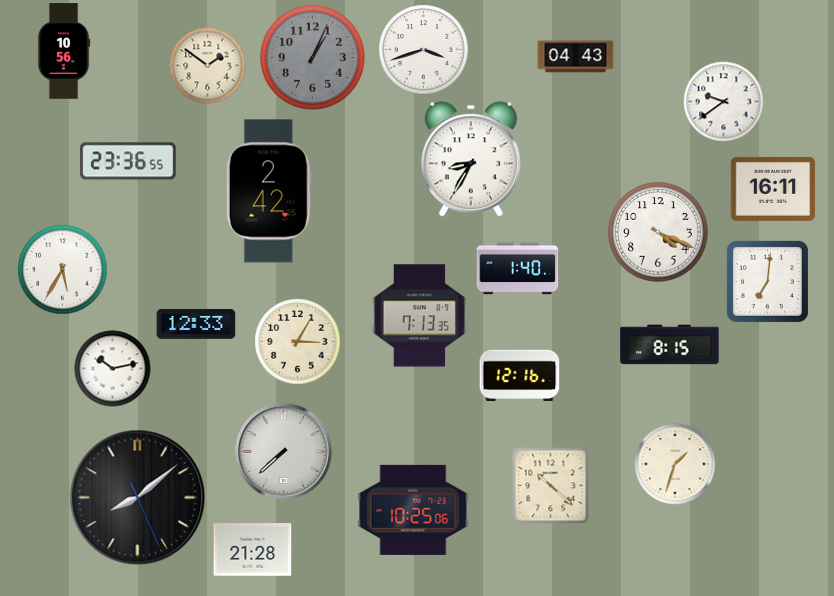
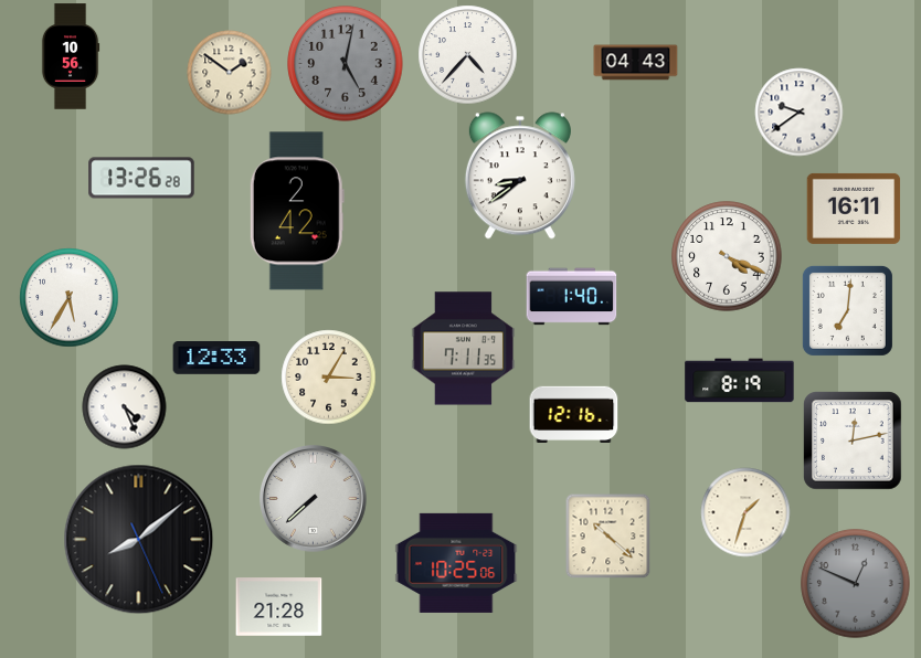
clock at (424, 50): 3:42 -> 4:37
clock at (313, 58): 1:04 -> 5:02
clock at (471, 159): 8:35 -> 8:39
clock at (128, 161): 23:36 -> 13:26
clock at (420, 316): 7:13 -> 7:11
clock at (670, 345): 8:15 -> 8:19
clock at (113, 369): 10:13 -> 4:26
clock at (853, 441): none -> 12:13
clock at (138, 498) position: (138, 498) -> (139, 540)
clock at (856, 584): none -> 12:49
